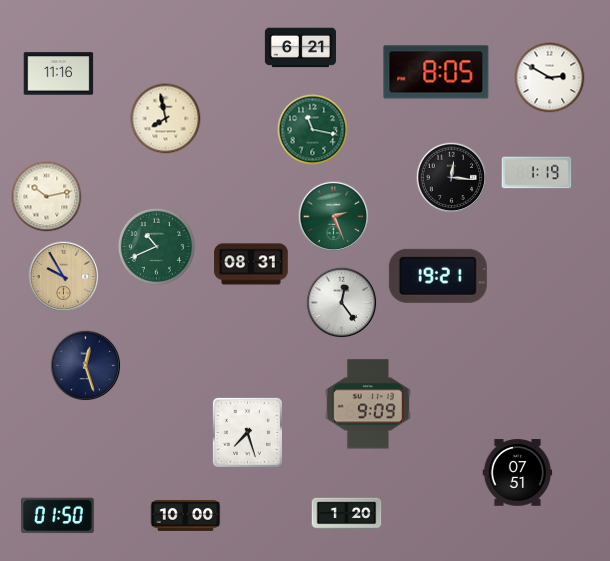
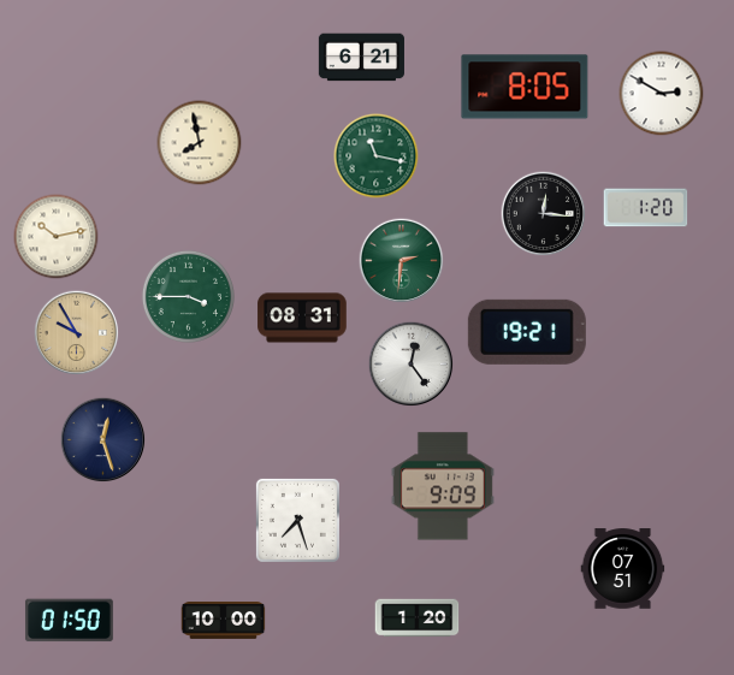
clock at (59, 74): 11:16 -> none
clock at (537, 173): 1:19 -> 1:20
clock at (334, 217): 2:26 -> 2:31
clock at (156, 246): 10:41 -> 3:45
